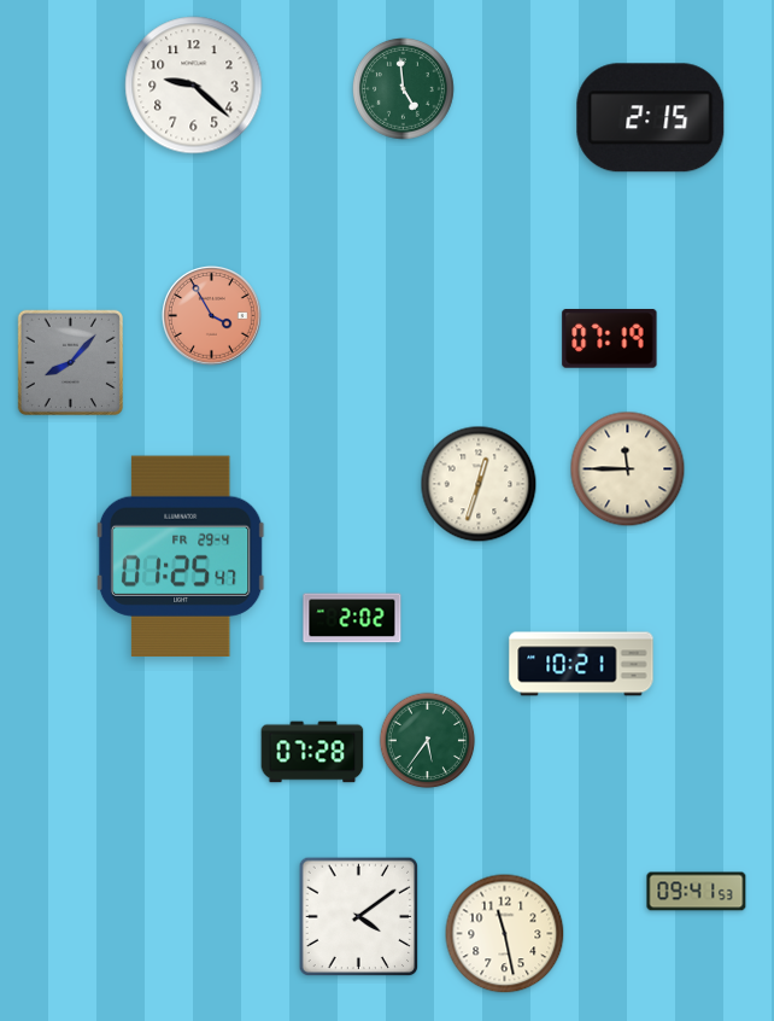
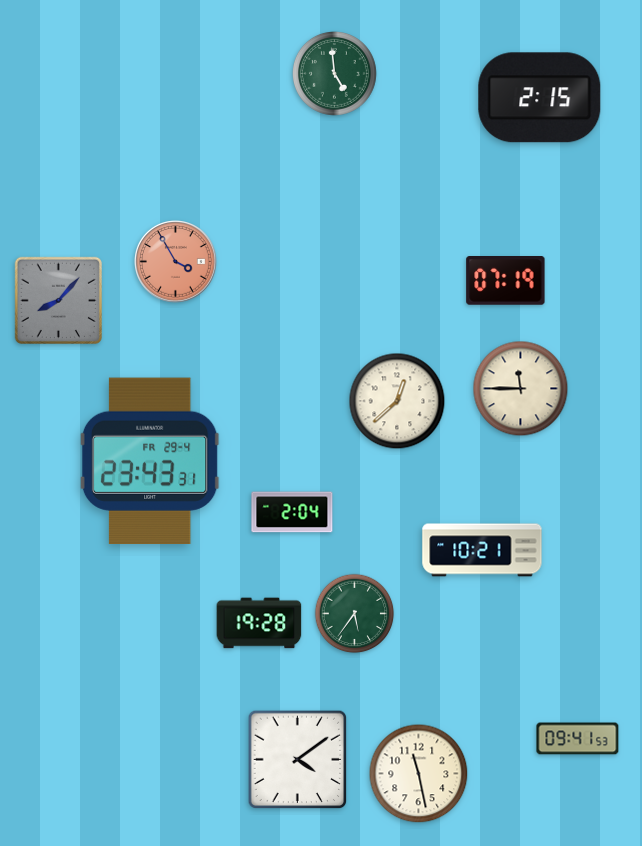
clock at (194, 86): 9:22 -> none
clock at (479, 484): 12:33 -> 12:38
clock at (181, 555): 01:25 -> 23:43
clock at (352, 618): 2:02 -> 2:04
clock at (312, 752): 07:28 -> 19:28
